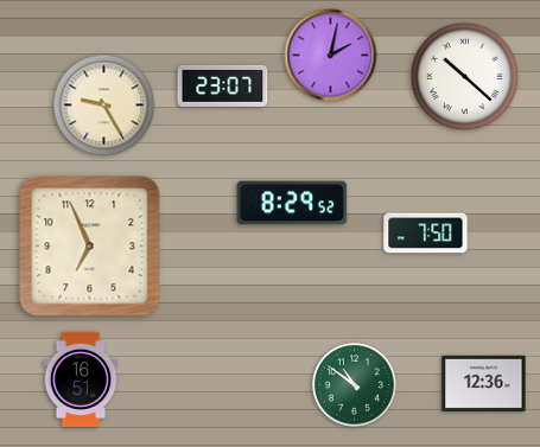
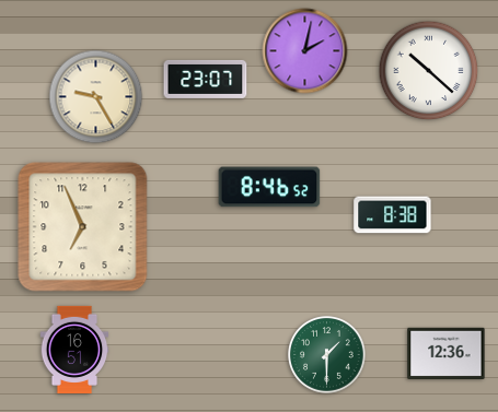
clock at (292, 203): 8:29 -> 8:46
clock at (426, 234): 7:50 -> 8:38
clock at (355, 385): 10:51 -> 1:30
